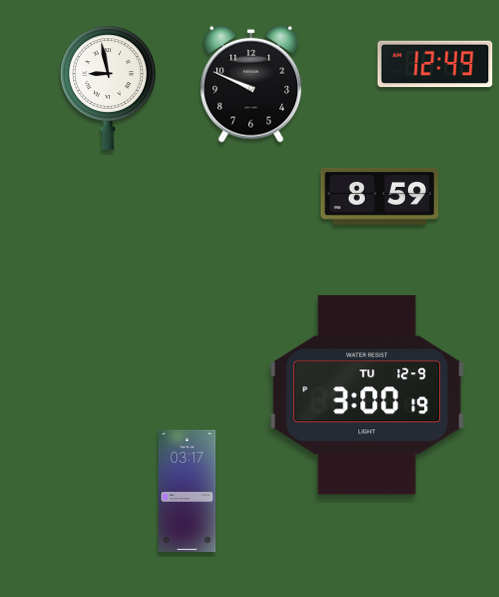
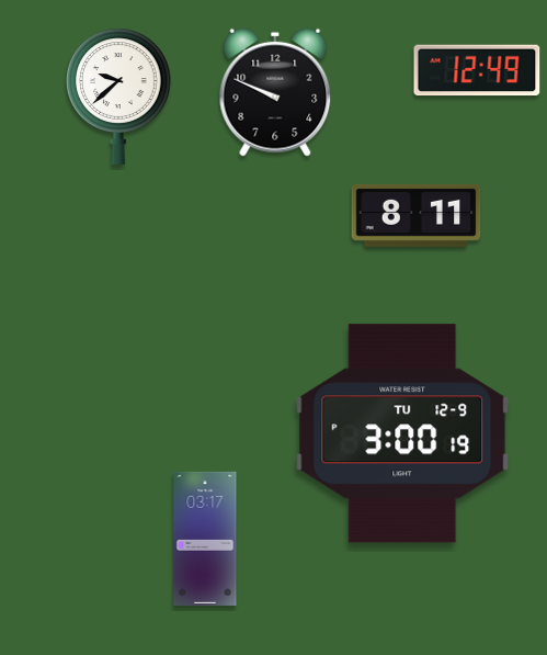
clock at (109, 88): 8:58 -> 9:38
clock at (380, 196): 8:59 -> 8:11
